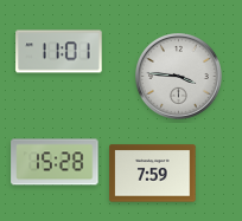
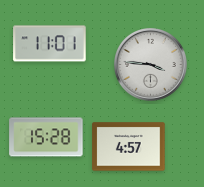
clock at (153, 174): 7:59 -> 4:57
